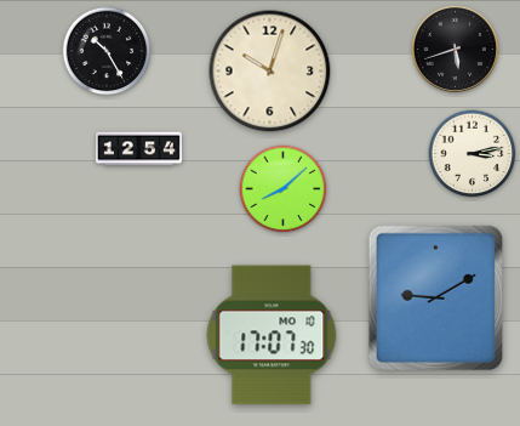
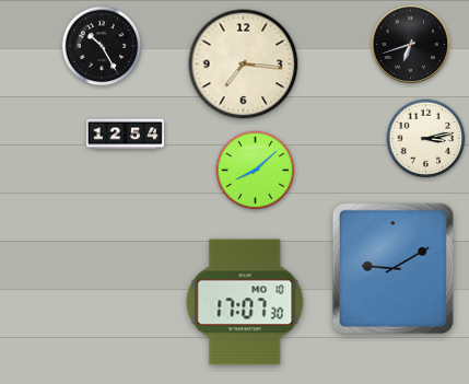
clock at (455, 49): 5:42 -> 6:42
clock at (107, 51) position: (107, 51) -> (102, 46)
clock at (270, 72): 10:03 -> 7:16
